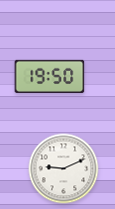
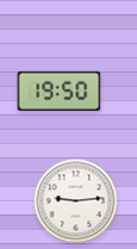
clock at (64, 169): 9:11 -> 9:14
